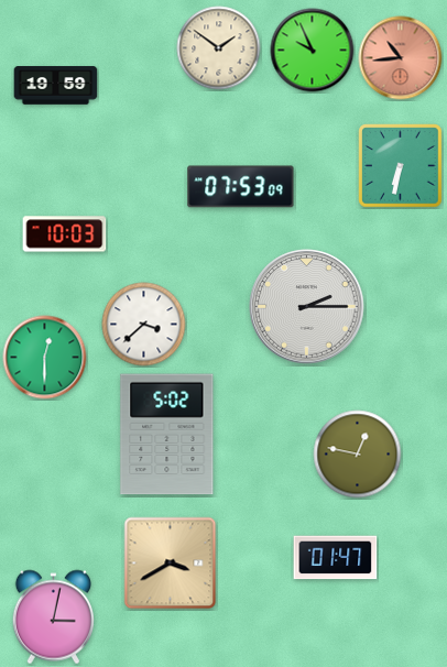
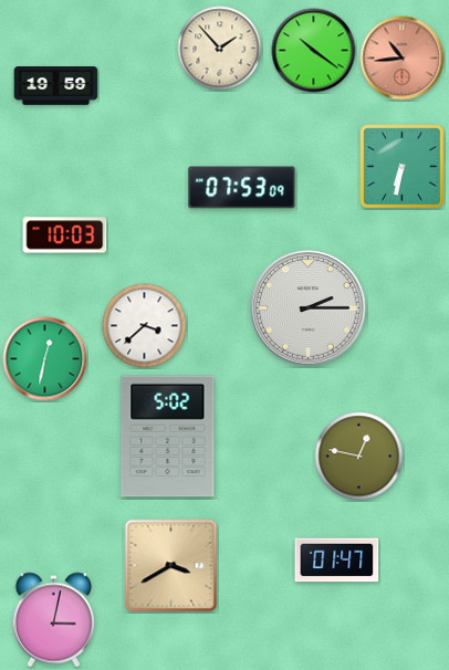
clock at (219, 48): 1:51 -> 1:53
clock at (313, 51): 9:56 -> 10:21
clock at (45, 358): 12:30 -> 12:32
